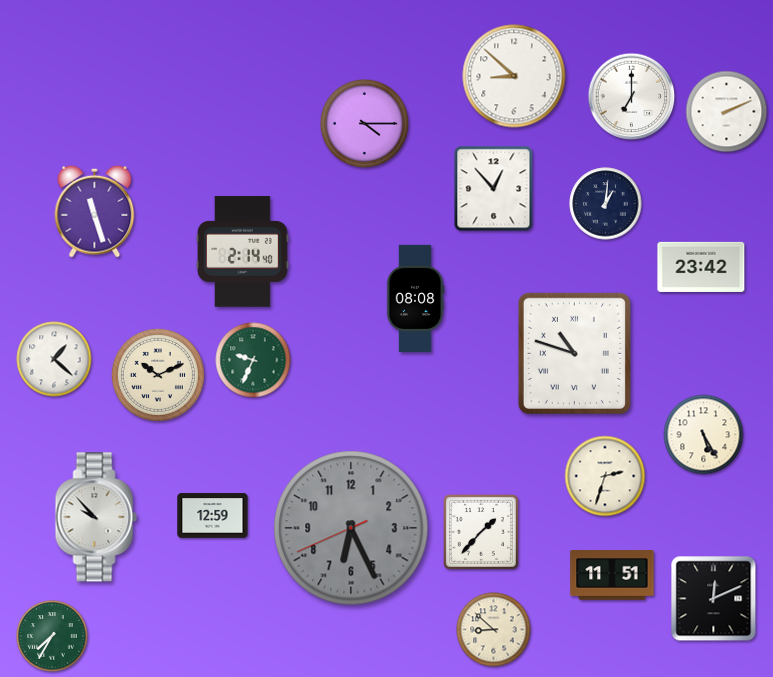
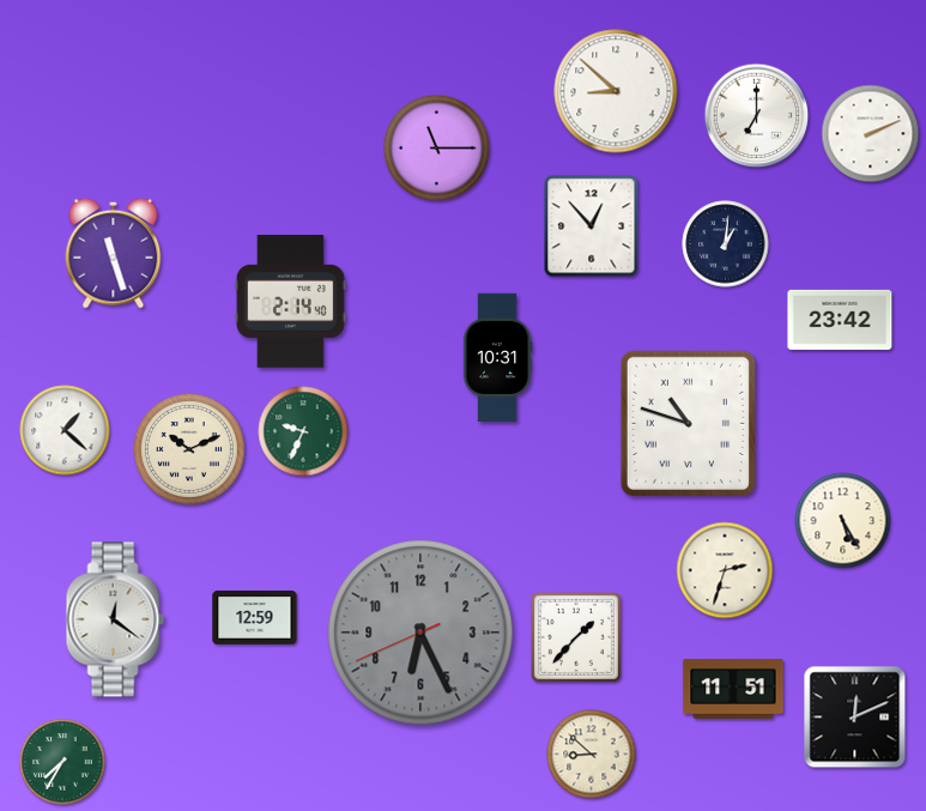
clock at (365, 124): 4:15 -> 11:15
clock at (415, 298): 08:08 -> 10:31
clock at (96, 517): 9:53 -> 12:21
